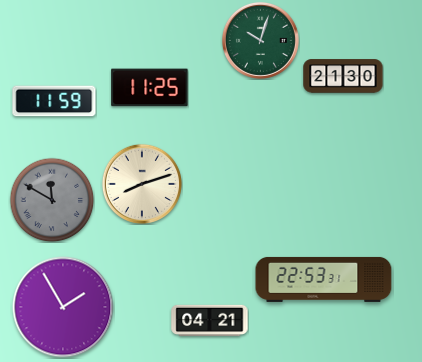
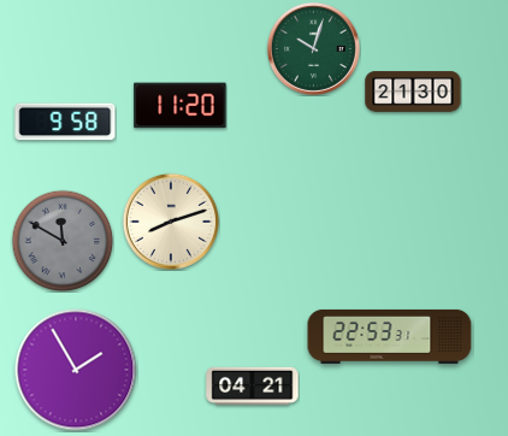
clock at (150, 88): 11:25 -> 11:20
clock at (54, 101): 11:59 -> 9:58
